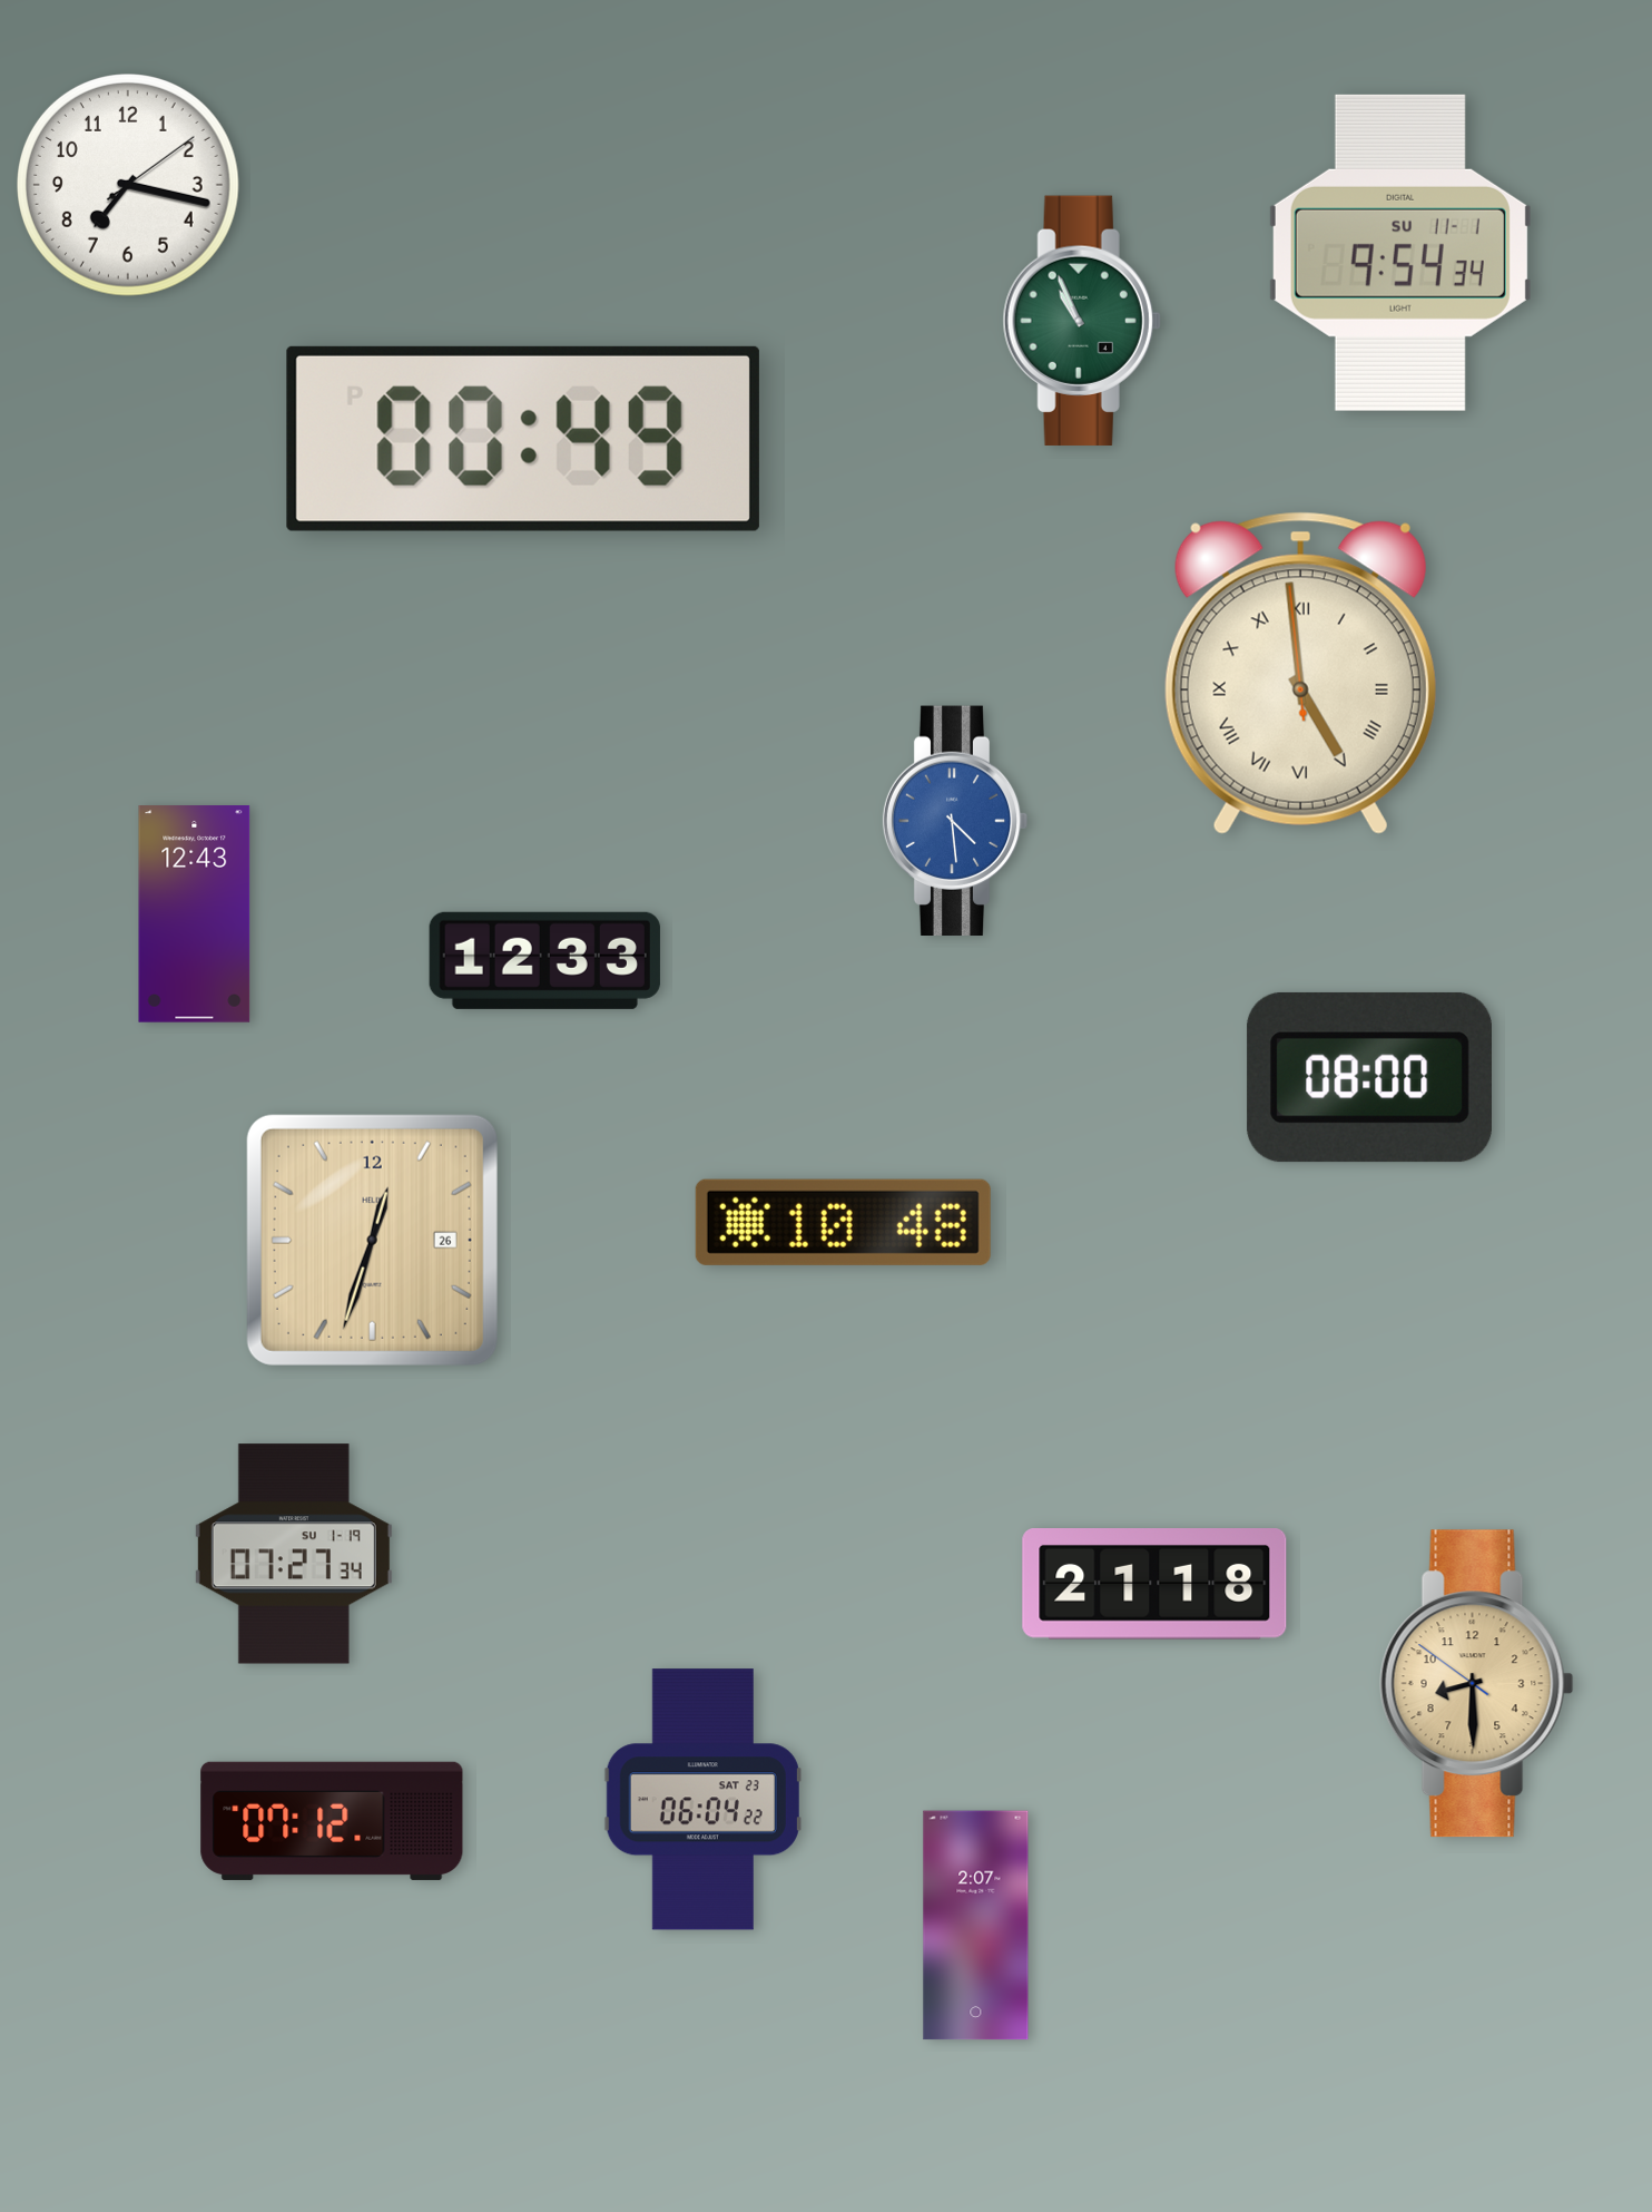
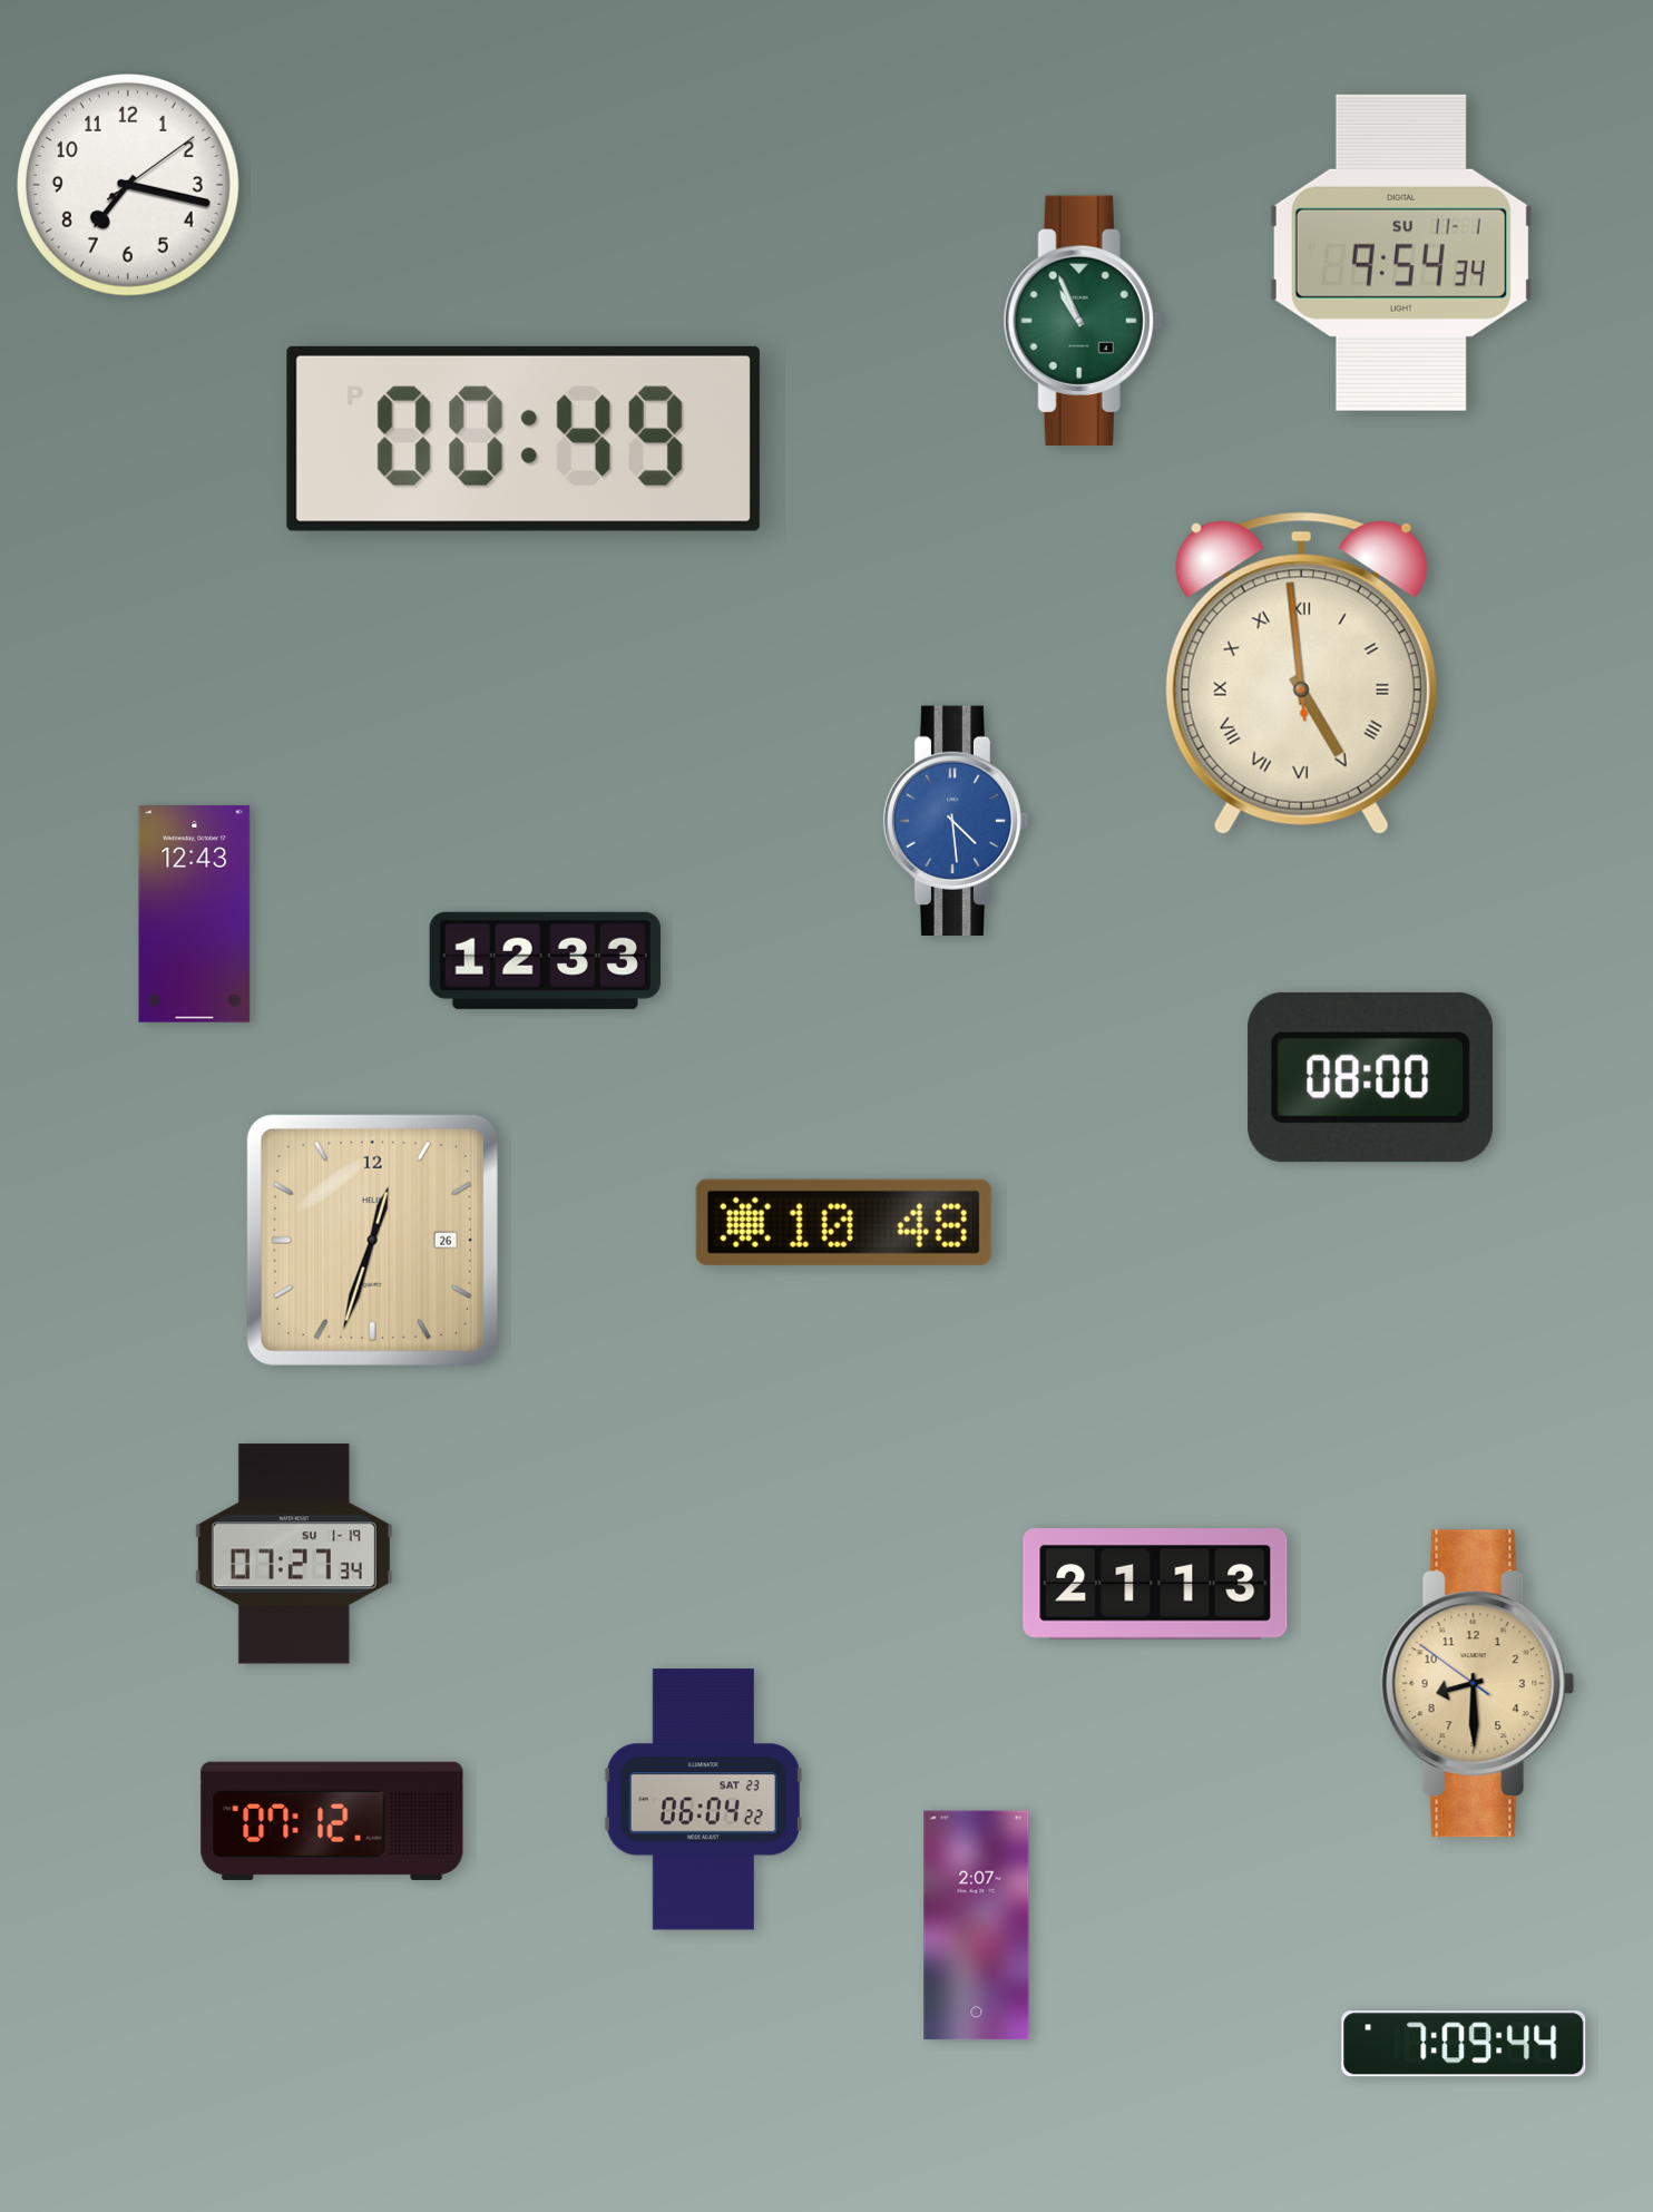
clock at (1154, 1585): 21:18 -> 21:13
clock at (1464, 2044): none -> 7:09
